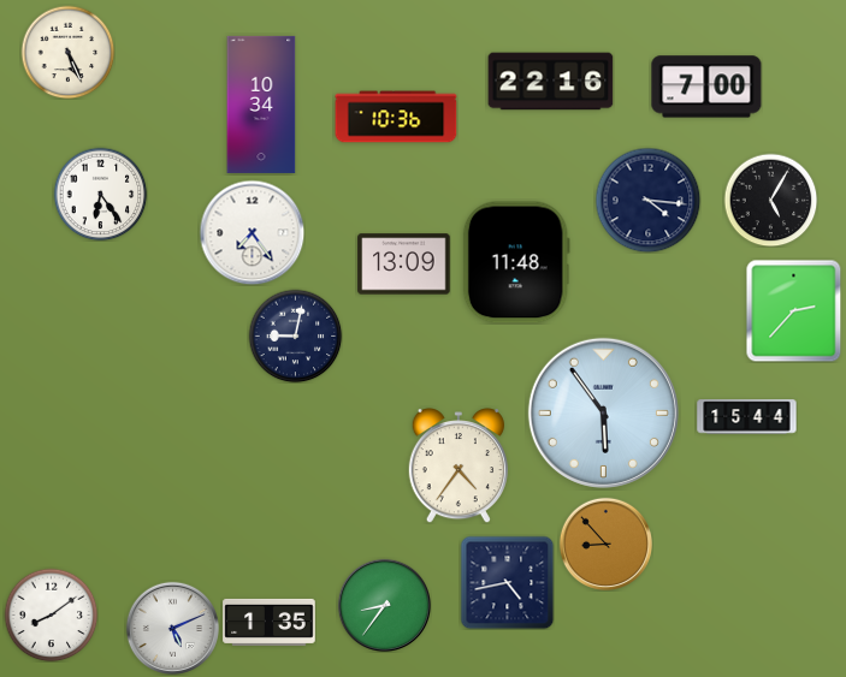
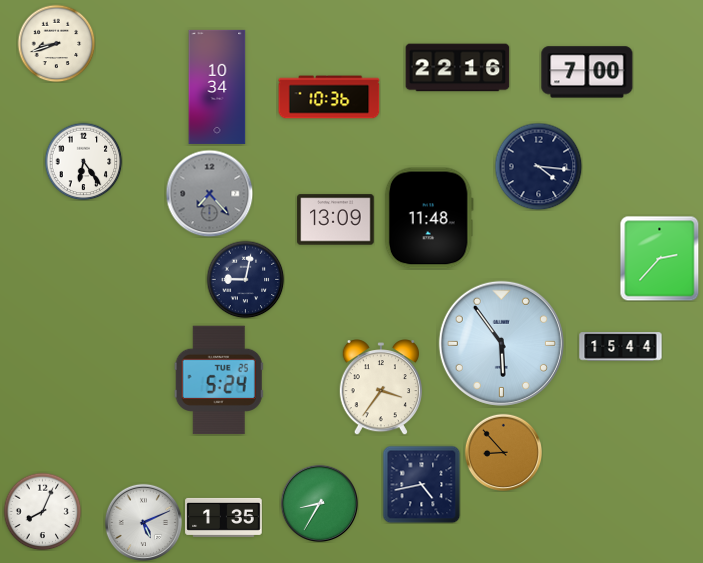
clock at (67, 52): 5:26 -> 8:42
clock at (770, 200): 5:05 -> none
clock at (252, 232): 7:24 -> 7:23
clock at (252, 232) dial: white -> grey
clock at (219, 380): none -> 5:24
clock at (459, 465): 4:36 -> 3:36
clock at (384, 605): 8:36 -> 8:35
clock at (51, 614): 8:09 -> 8:04
